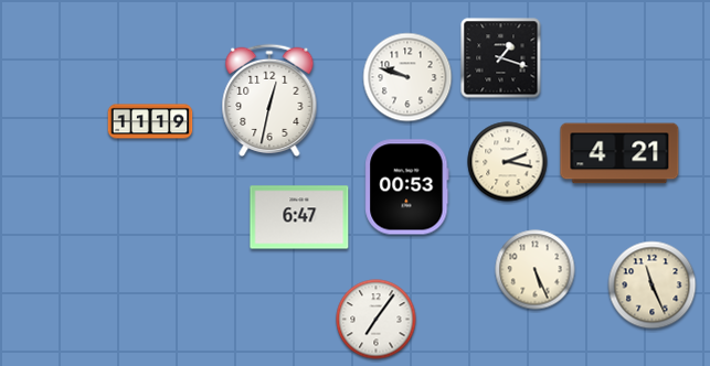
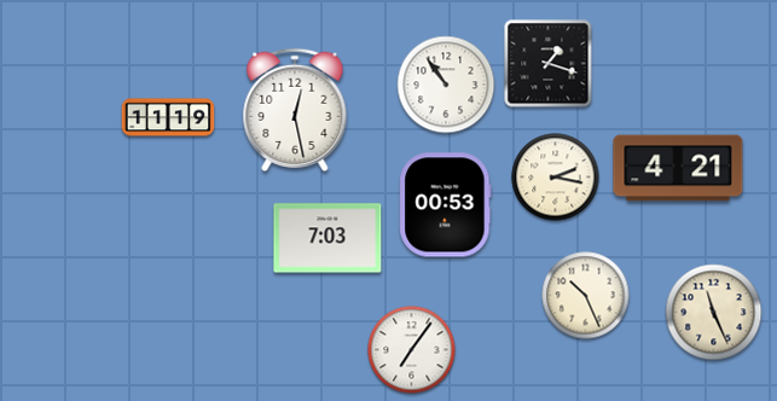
clock at (407, 77): 9:48 -> 10:54
clock at (269, 100): 12:32 -> 12:28
clock at (150, 121) position: (150, 121) -> (168, 117)
clock at (299, 217): 6:47 -> 7:03
clock at (536, 270): 5:26 -> 10:26
